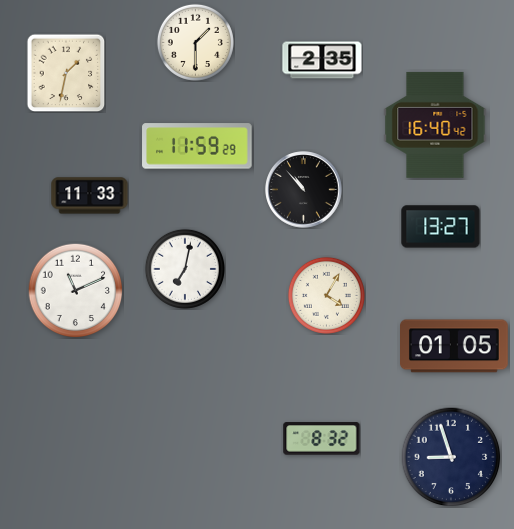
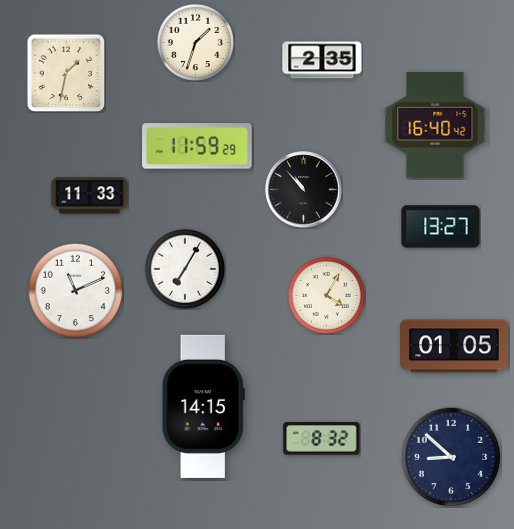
clock at (195, 42): 1:30 -> 1:33
clock at (185, 269): 7:02 -> 7:05
clock at (203, 406): none -> 14:15
clock at (451, 457): 8:57 -> 8:52
